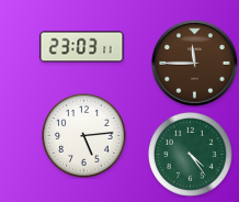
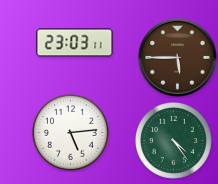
clock at (195, 64): 11:45 -> 5:45
clock at (84, 136) position: (84, 136) -> (71, 133)
